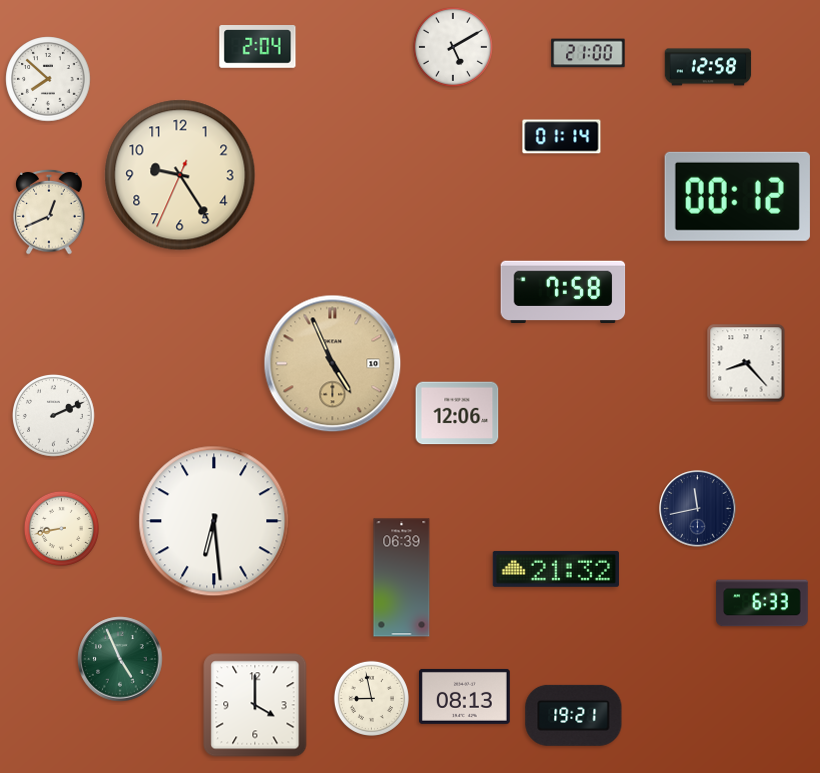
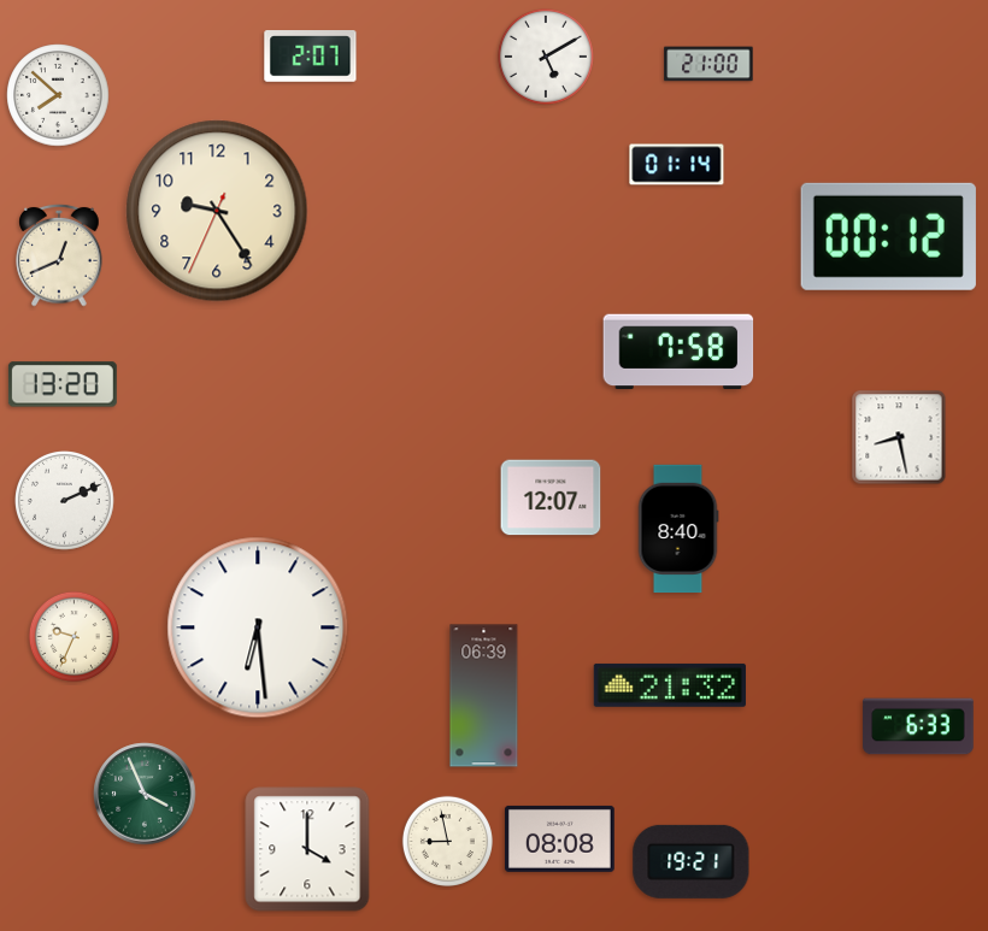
clock at (258, 47): 2:04 -> 2:07
clock at (708, 67): 12:58 -> none
clock at (63, 384): none -> 13:20
clock at (746, 363): 8:23 -> 8:28
clock at (333, 364): 4:56 -> none
clock at (457, 413): 12:06 -> 12:07
clock at (678, 529): none -> 8:40
clock at (698, 509): 11:43 -> none
clock at (61, 528): 8:43 -> 9:34
clock at (120, 659): 4:56 -> 3:56
clock at (464, 696): 08:13 -> 08:08
